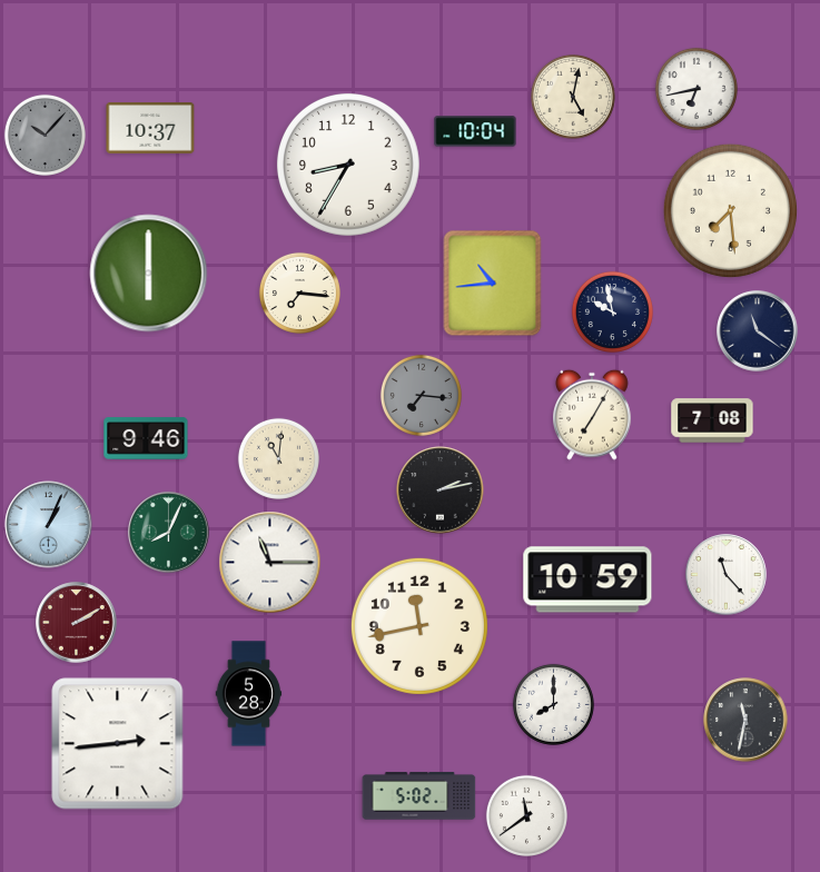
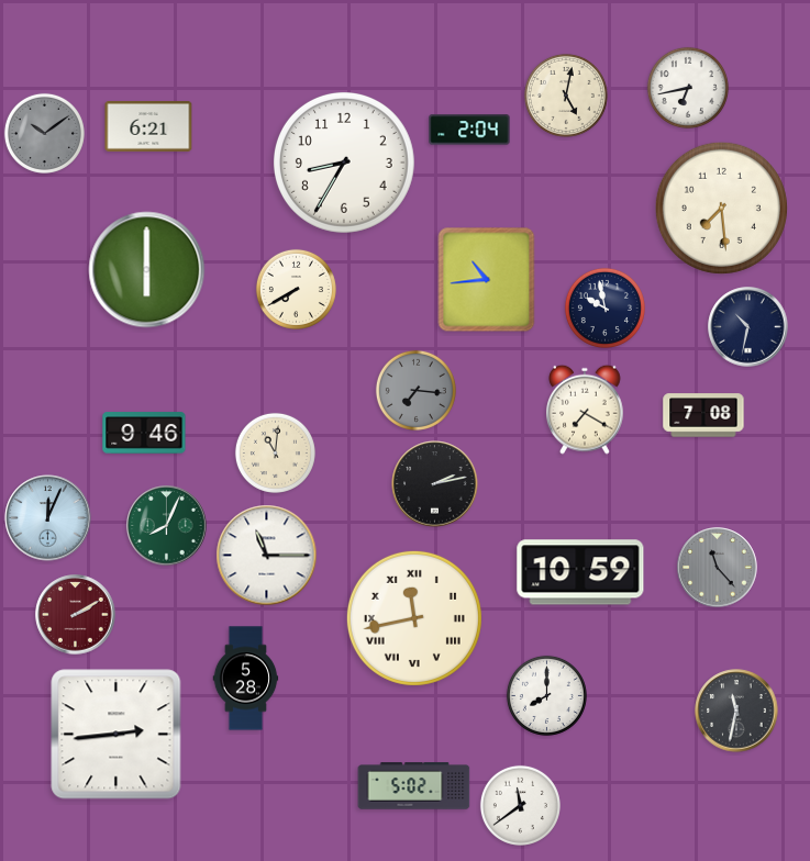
clock at (150, 129): 10:37 -> 6:21
clock at (475, 131): 10:04 -> 2:04
clock at (45, 135): 10:07 -> 10:09
clock at (299, 293): 7:16 -> 7:40
clock at (758, 331): 11:21 -> 10:32
clock at (593, 415): 7:05 -> 7:20
clock at (49, 525): 1:04 -> 12:04
clock at (727, 575) dial: white -> grey
clock at (419, 626) numerals: Arabic -> Roman
clock at (249, 694) position: (249, 694) -> (246, 679)
